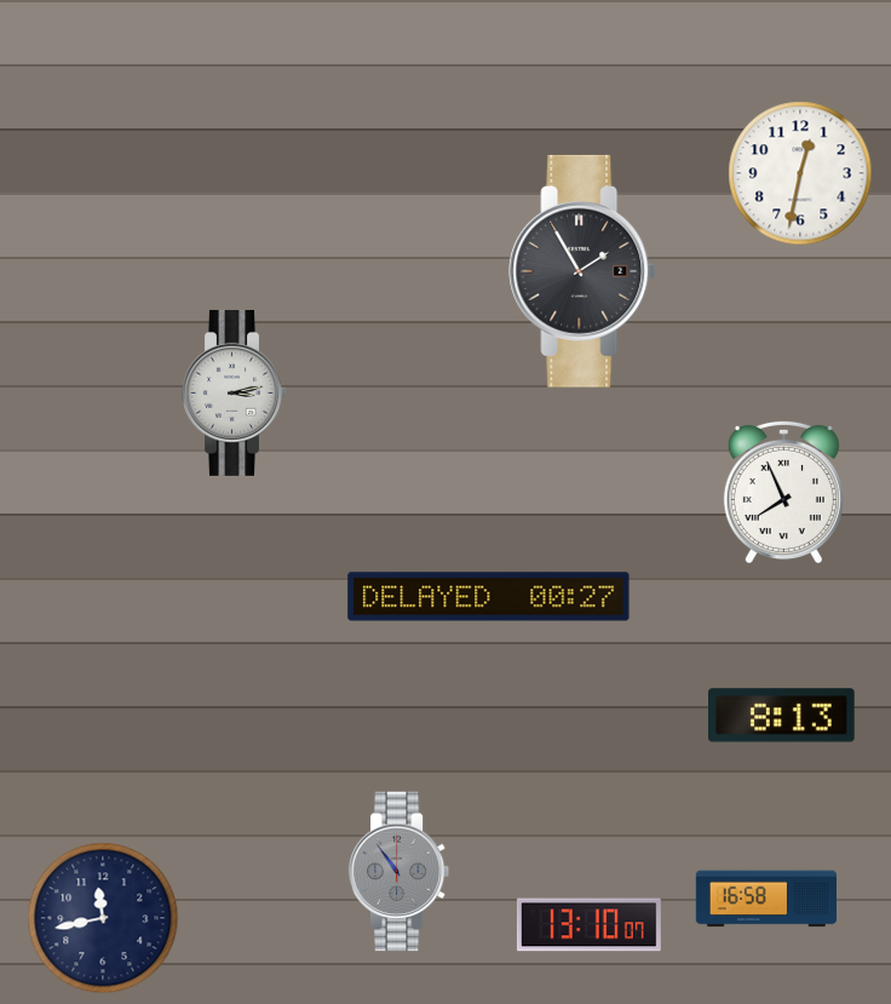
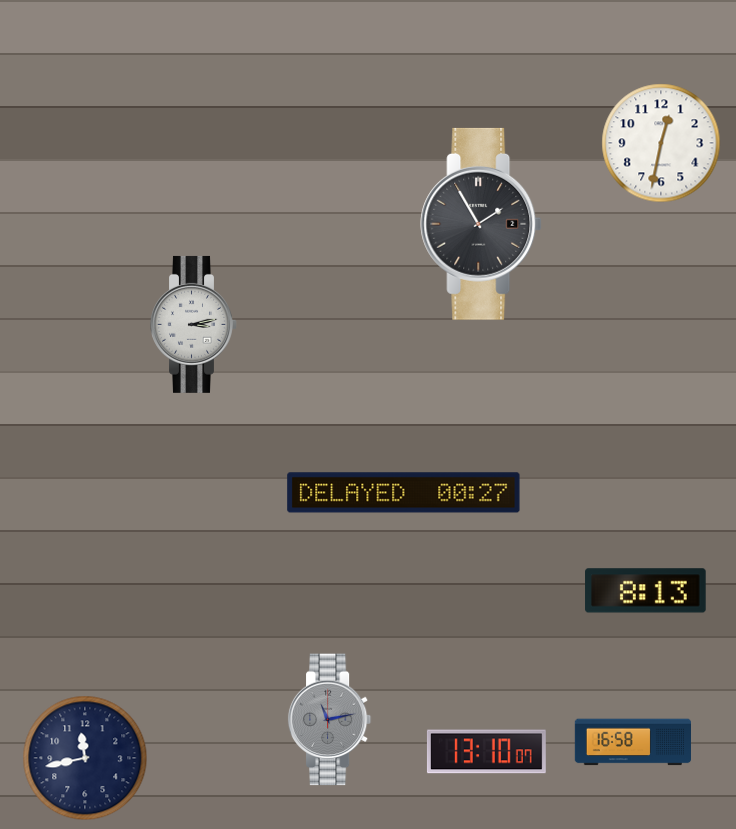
clock at (783, 490): 7:56 -> none
clock at (399, 872): 10:54 -> 11:13
clock at (588, 925) position: (588, 925) -> (486, 752)
